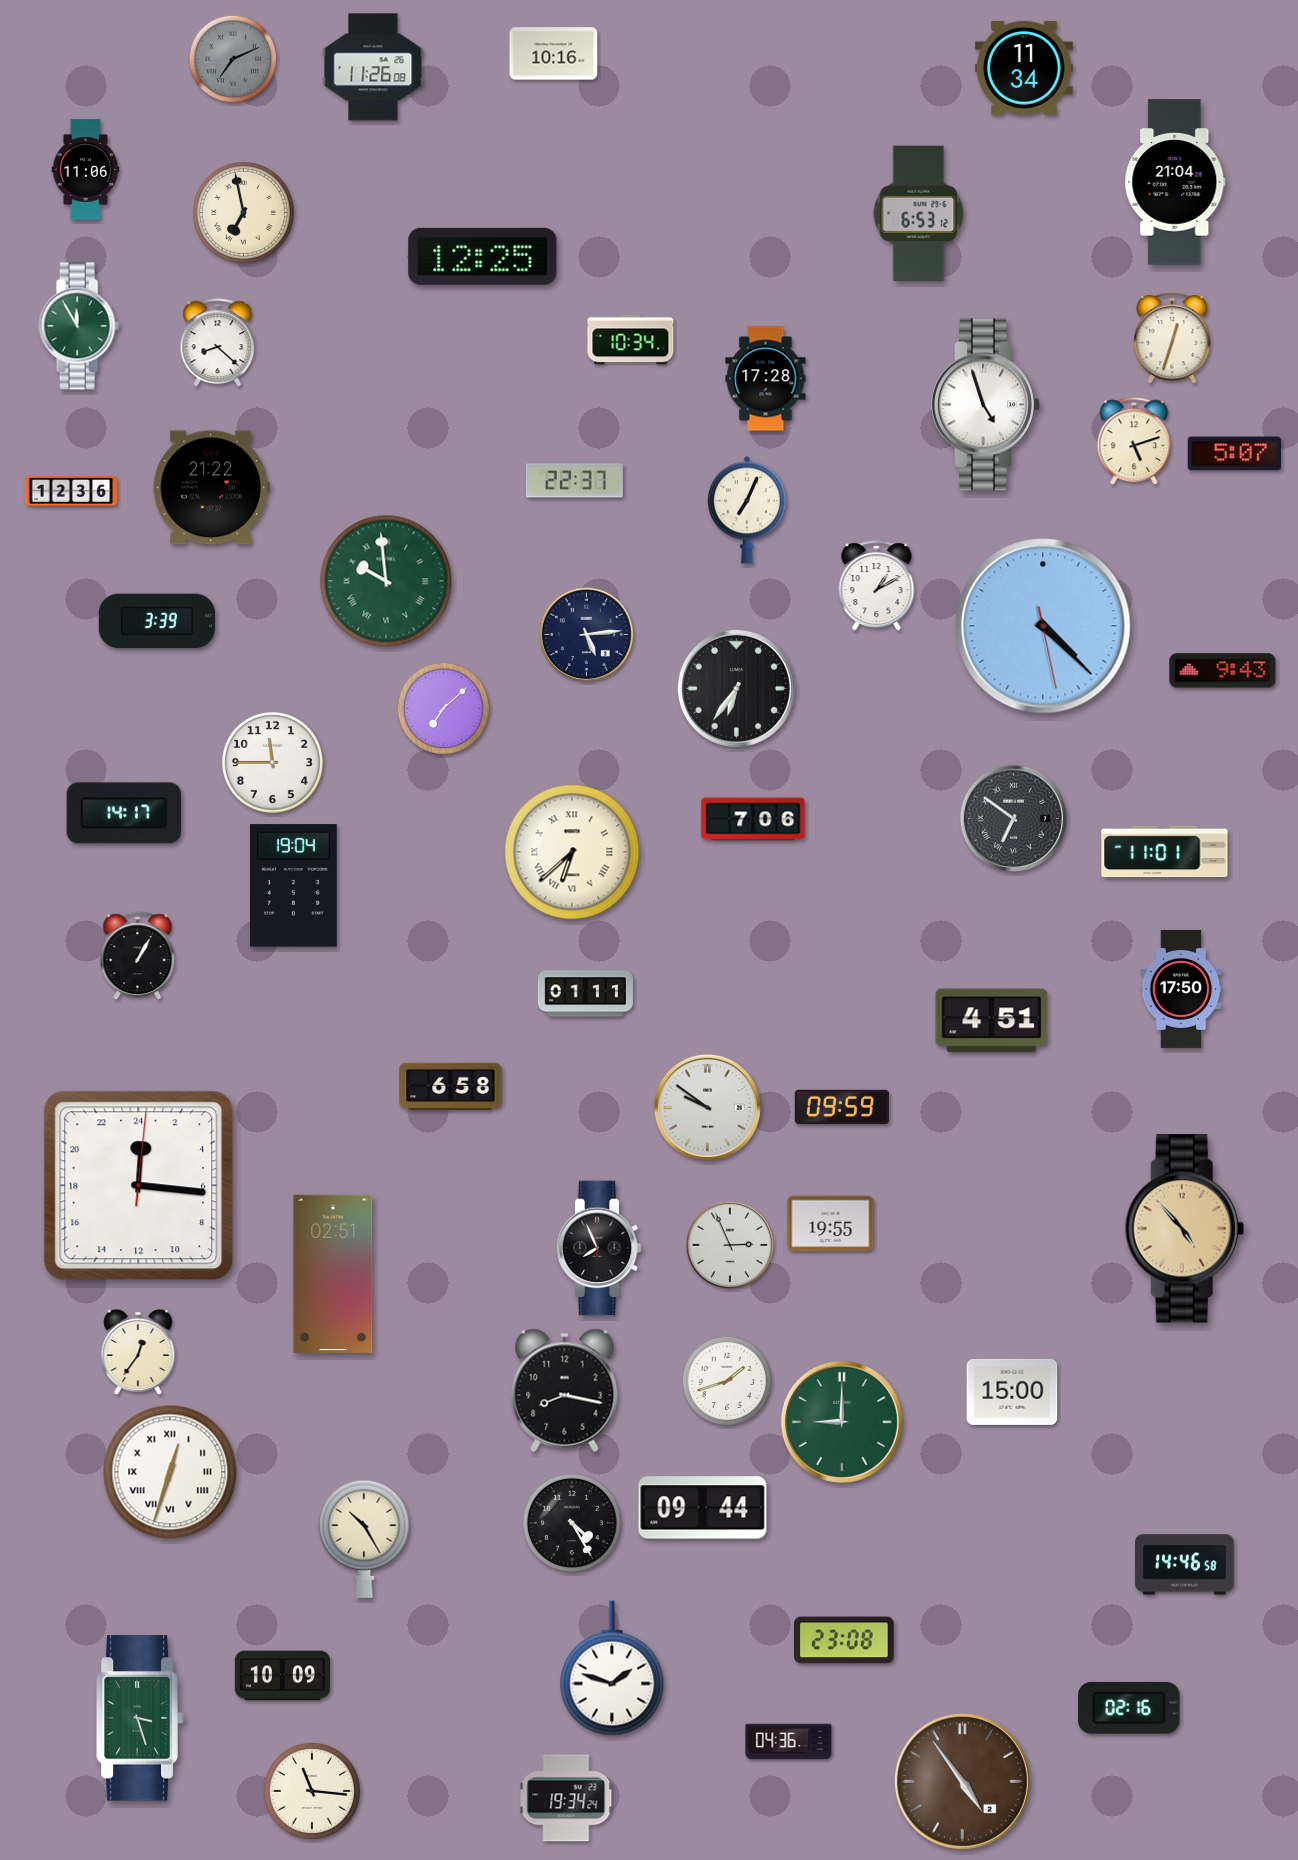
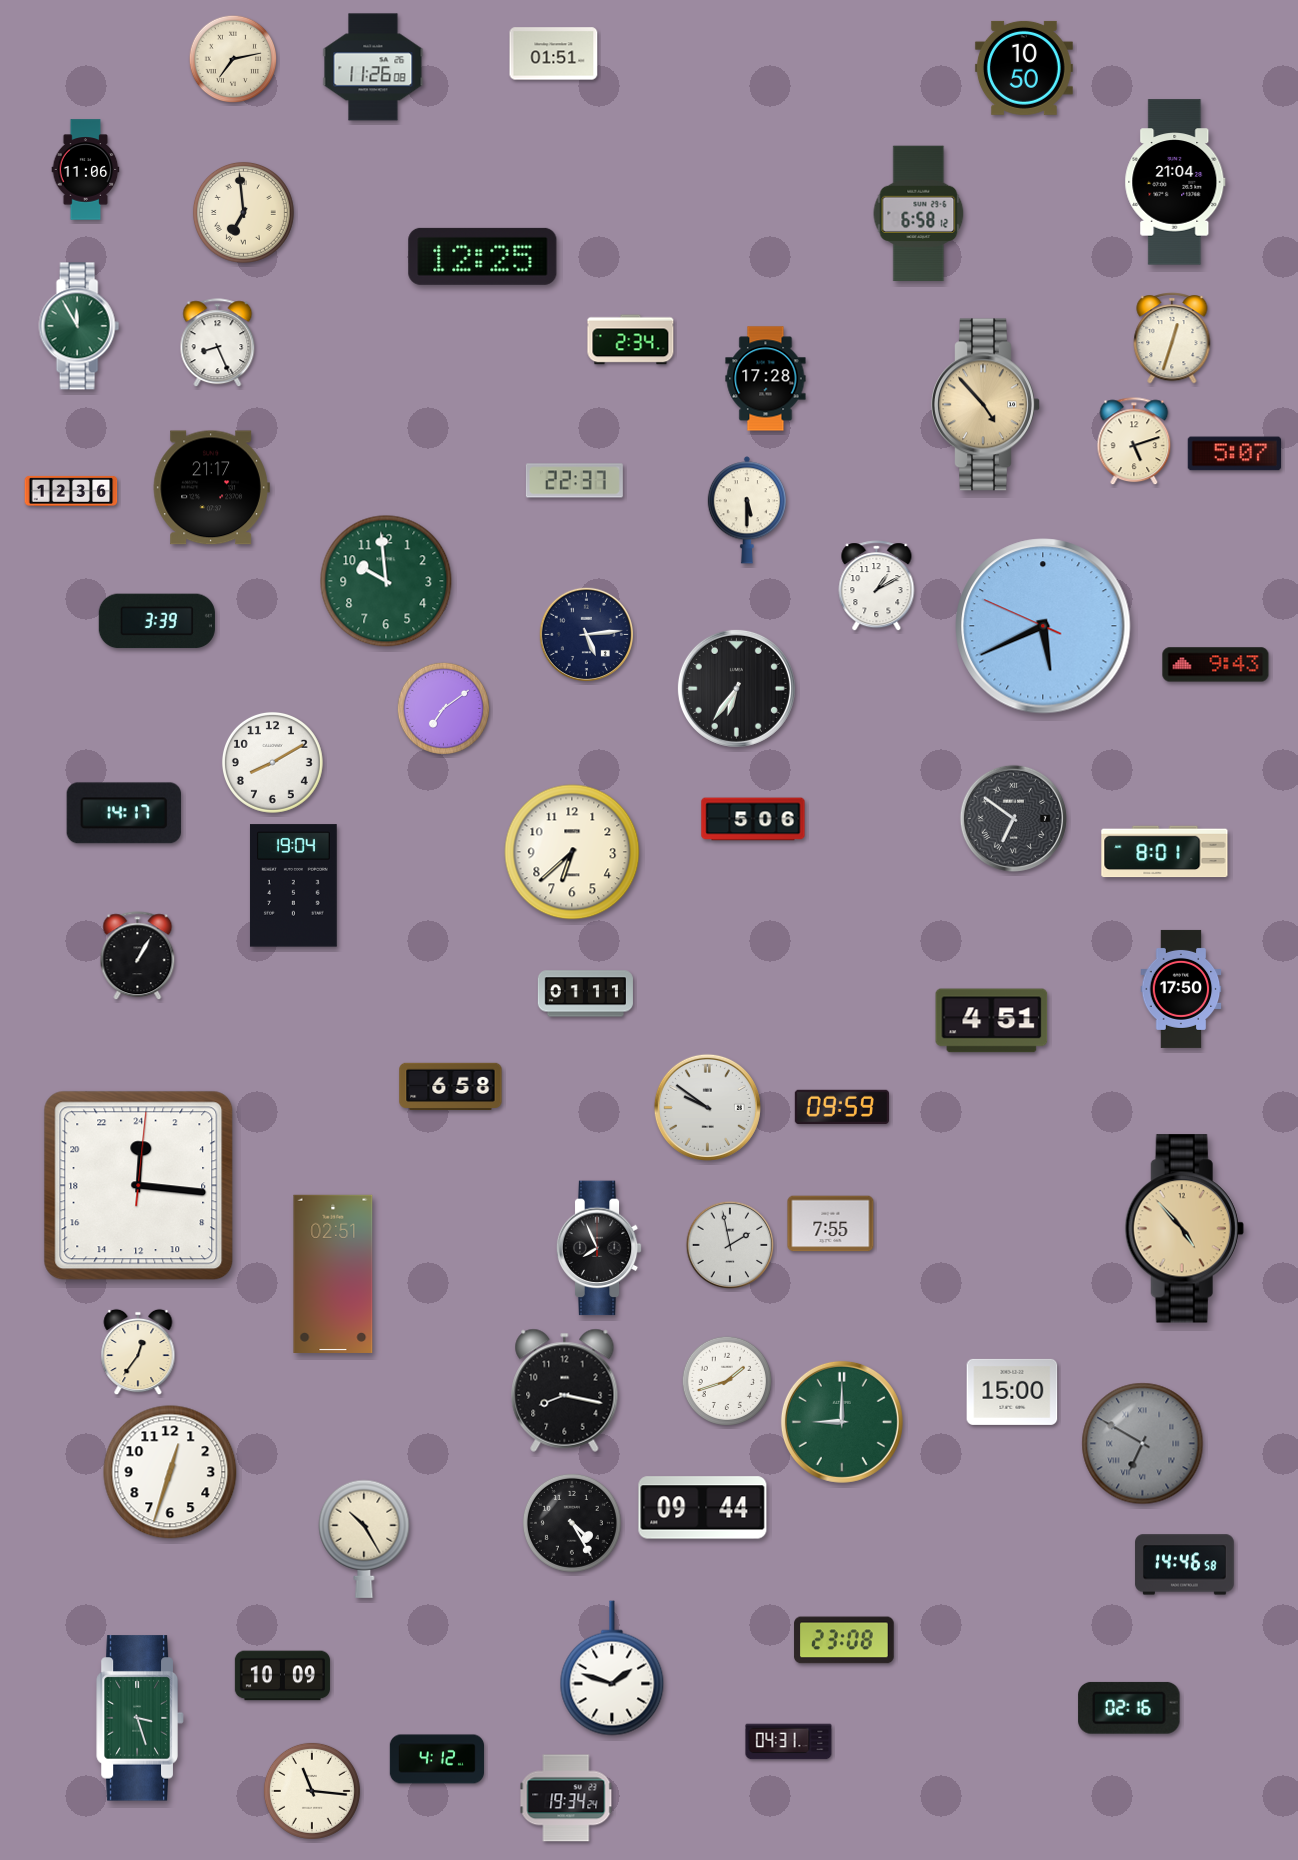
clock at (554, 54): 10:16 -> 01:51
clock at (233, 59): 7:11 -> 7:13
clock at (233, 59) dial: grey -> cream
clock at (1024, 68): 11:34 -> 10:50
clock at (243, 212): 6:58 -> 6:59
clock at (919, 214): 6:53 -> 6:58
clock at (631, 340): 10:34 -> 2:34
clock at (218, 343): 8:22 -> 8:26
clock at (986, 405): 4:57 -> 4:53
clock at (986, 405) dial: white -> champagne
clock at (211, 488): 21:22 -> 21:17
clock at (746, 510): 7:04 -> 5:30
clock at (386, 581) numerals: Roman -> Arabic
clock at (1043, 626): 4:22 -> 5:40
clock at (1223, 671) position: (1223, 671) -> (1216, 665)
clock at (443, 708): 7:08 -> 7:09
clock at (272, 762): 11:45 -> 8:10
clock at (753, 819): 7:06 -> 5:06
clock at (572, 852) numerals: Roman -> Arabic
clock at (1165, 852): 11:01 -> 8:01
clock at (831, 1224): 19:55 -> 7:55
clock at (730, 1245): 2:56 -> 1:58
clock at (1143, 1444): none -> 6:50
clock at (170, 1472) numerals: Roman -> Arabic
clock at (789, 1742): 04:36 -> 04:31
clock at (436, 1759): none -> 4:12
clock at (962, 1781): 4:54 -> none
